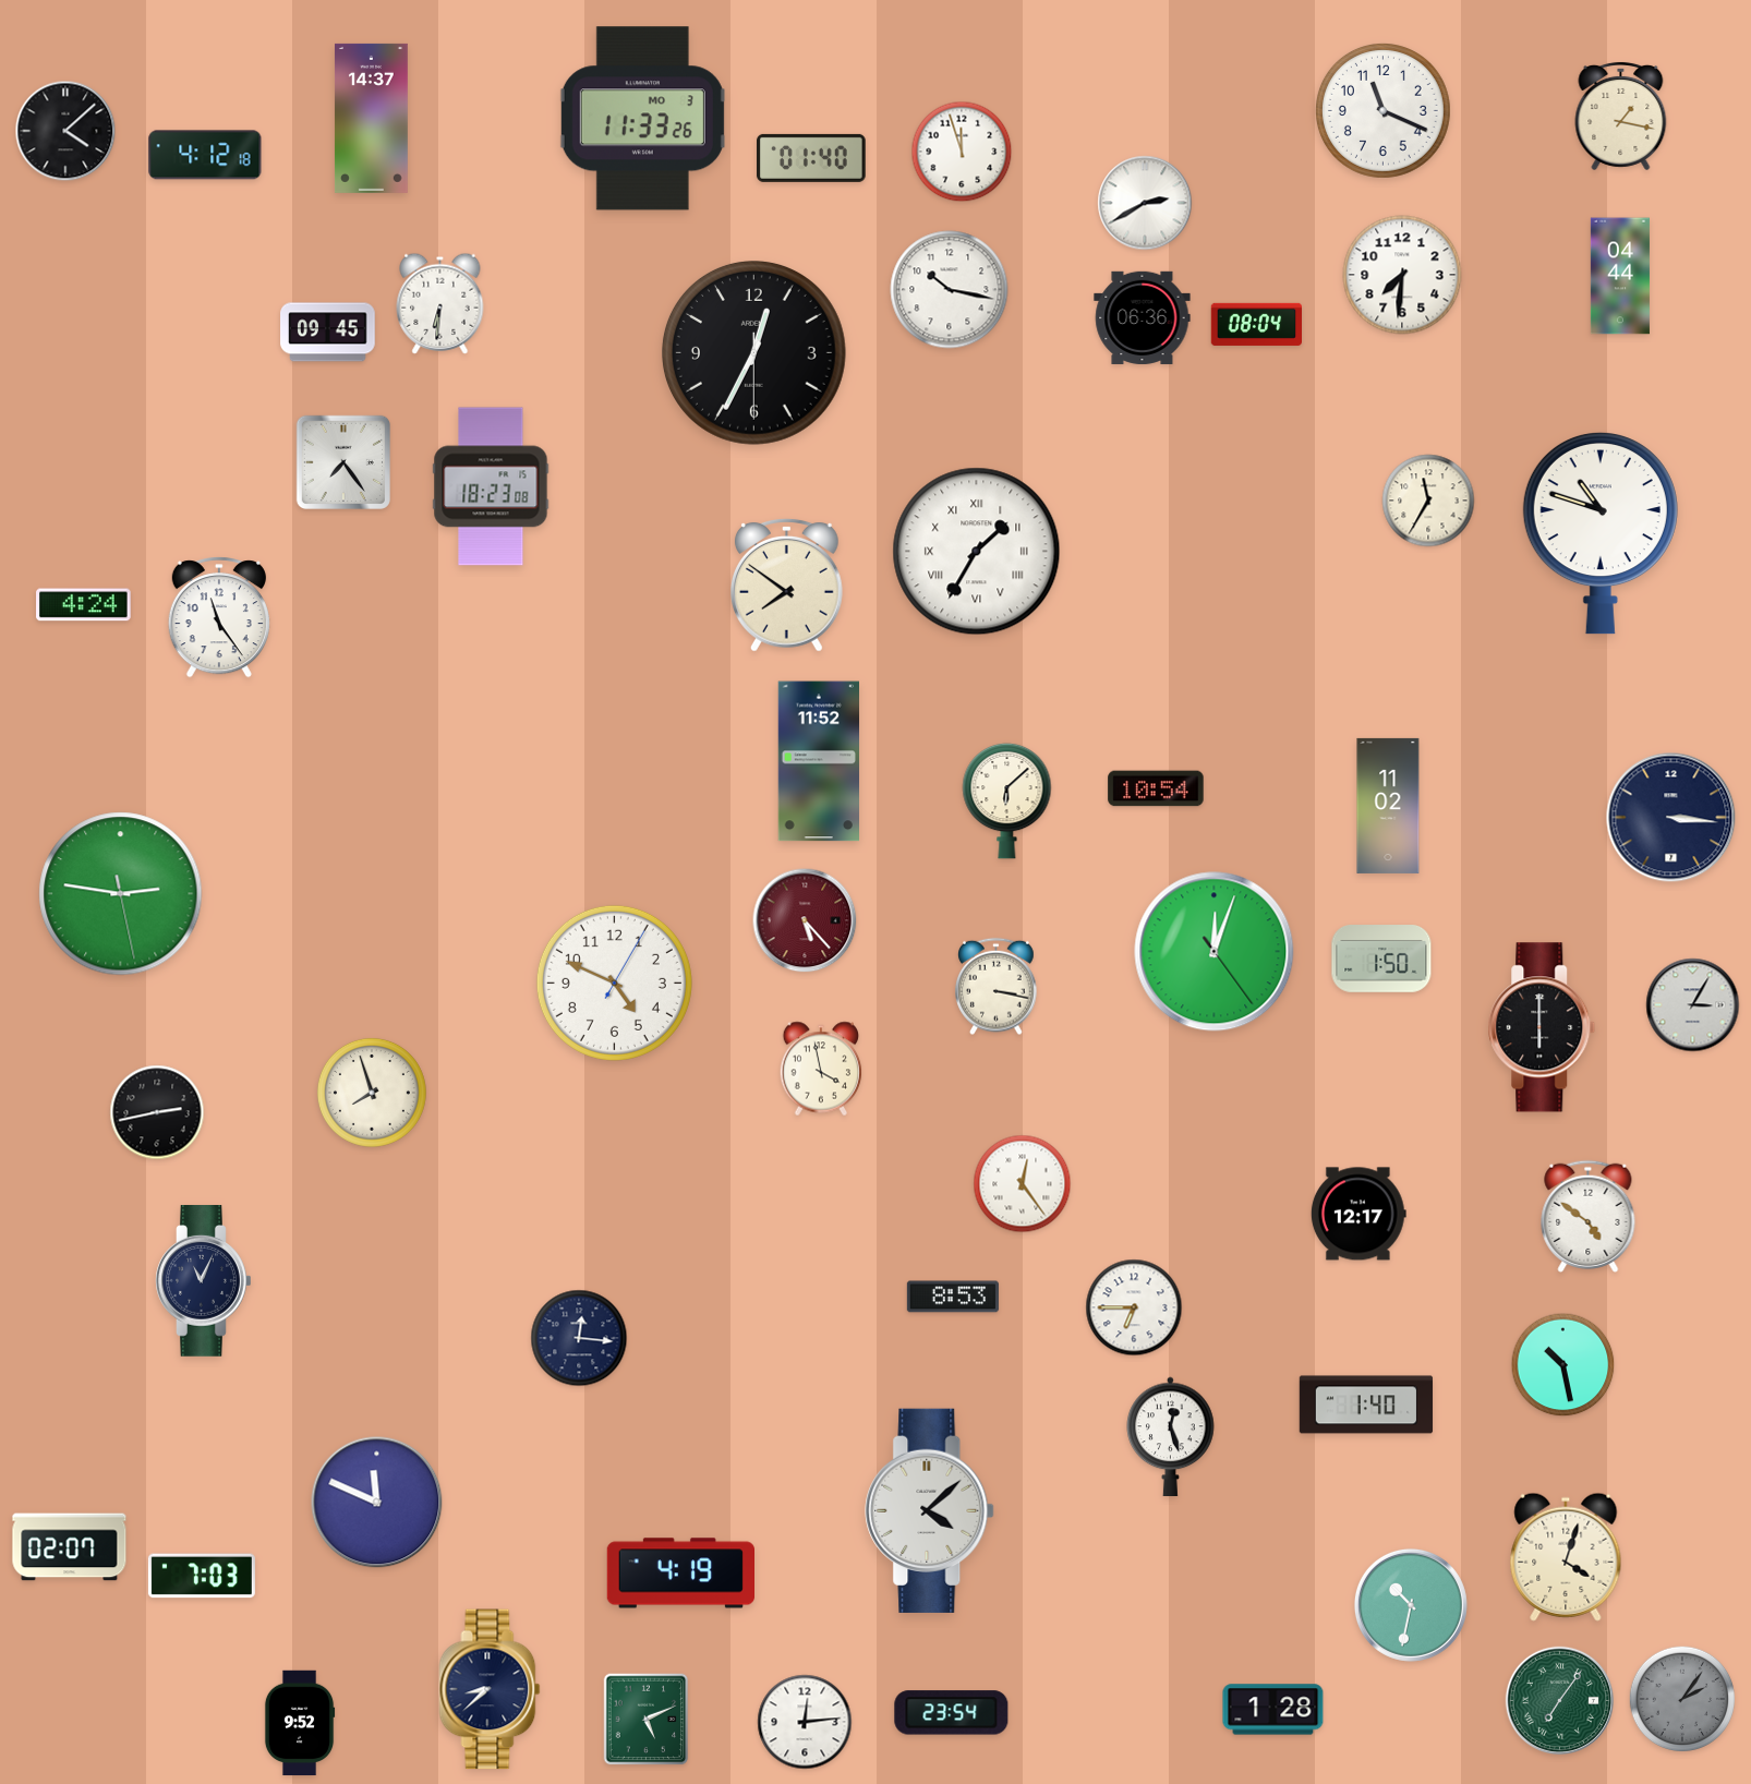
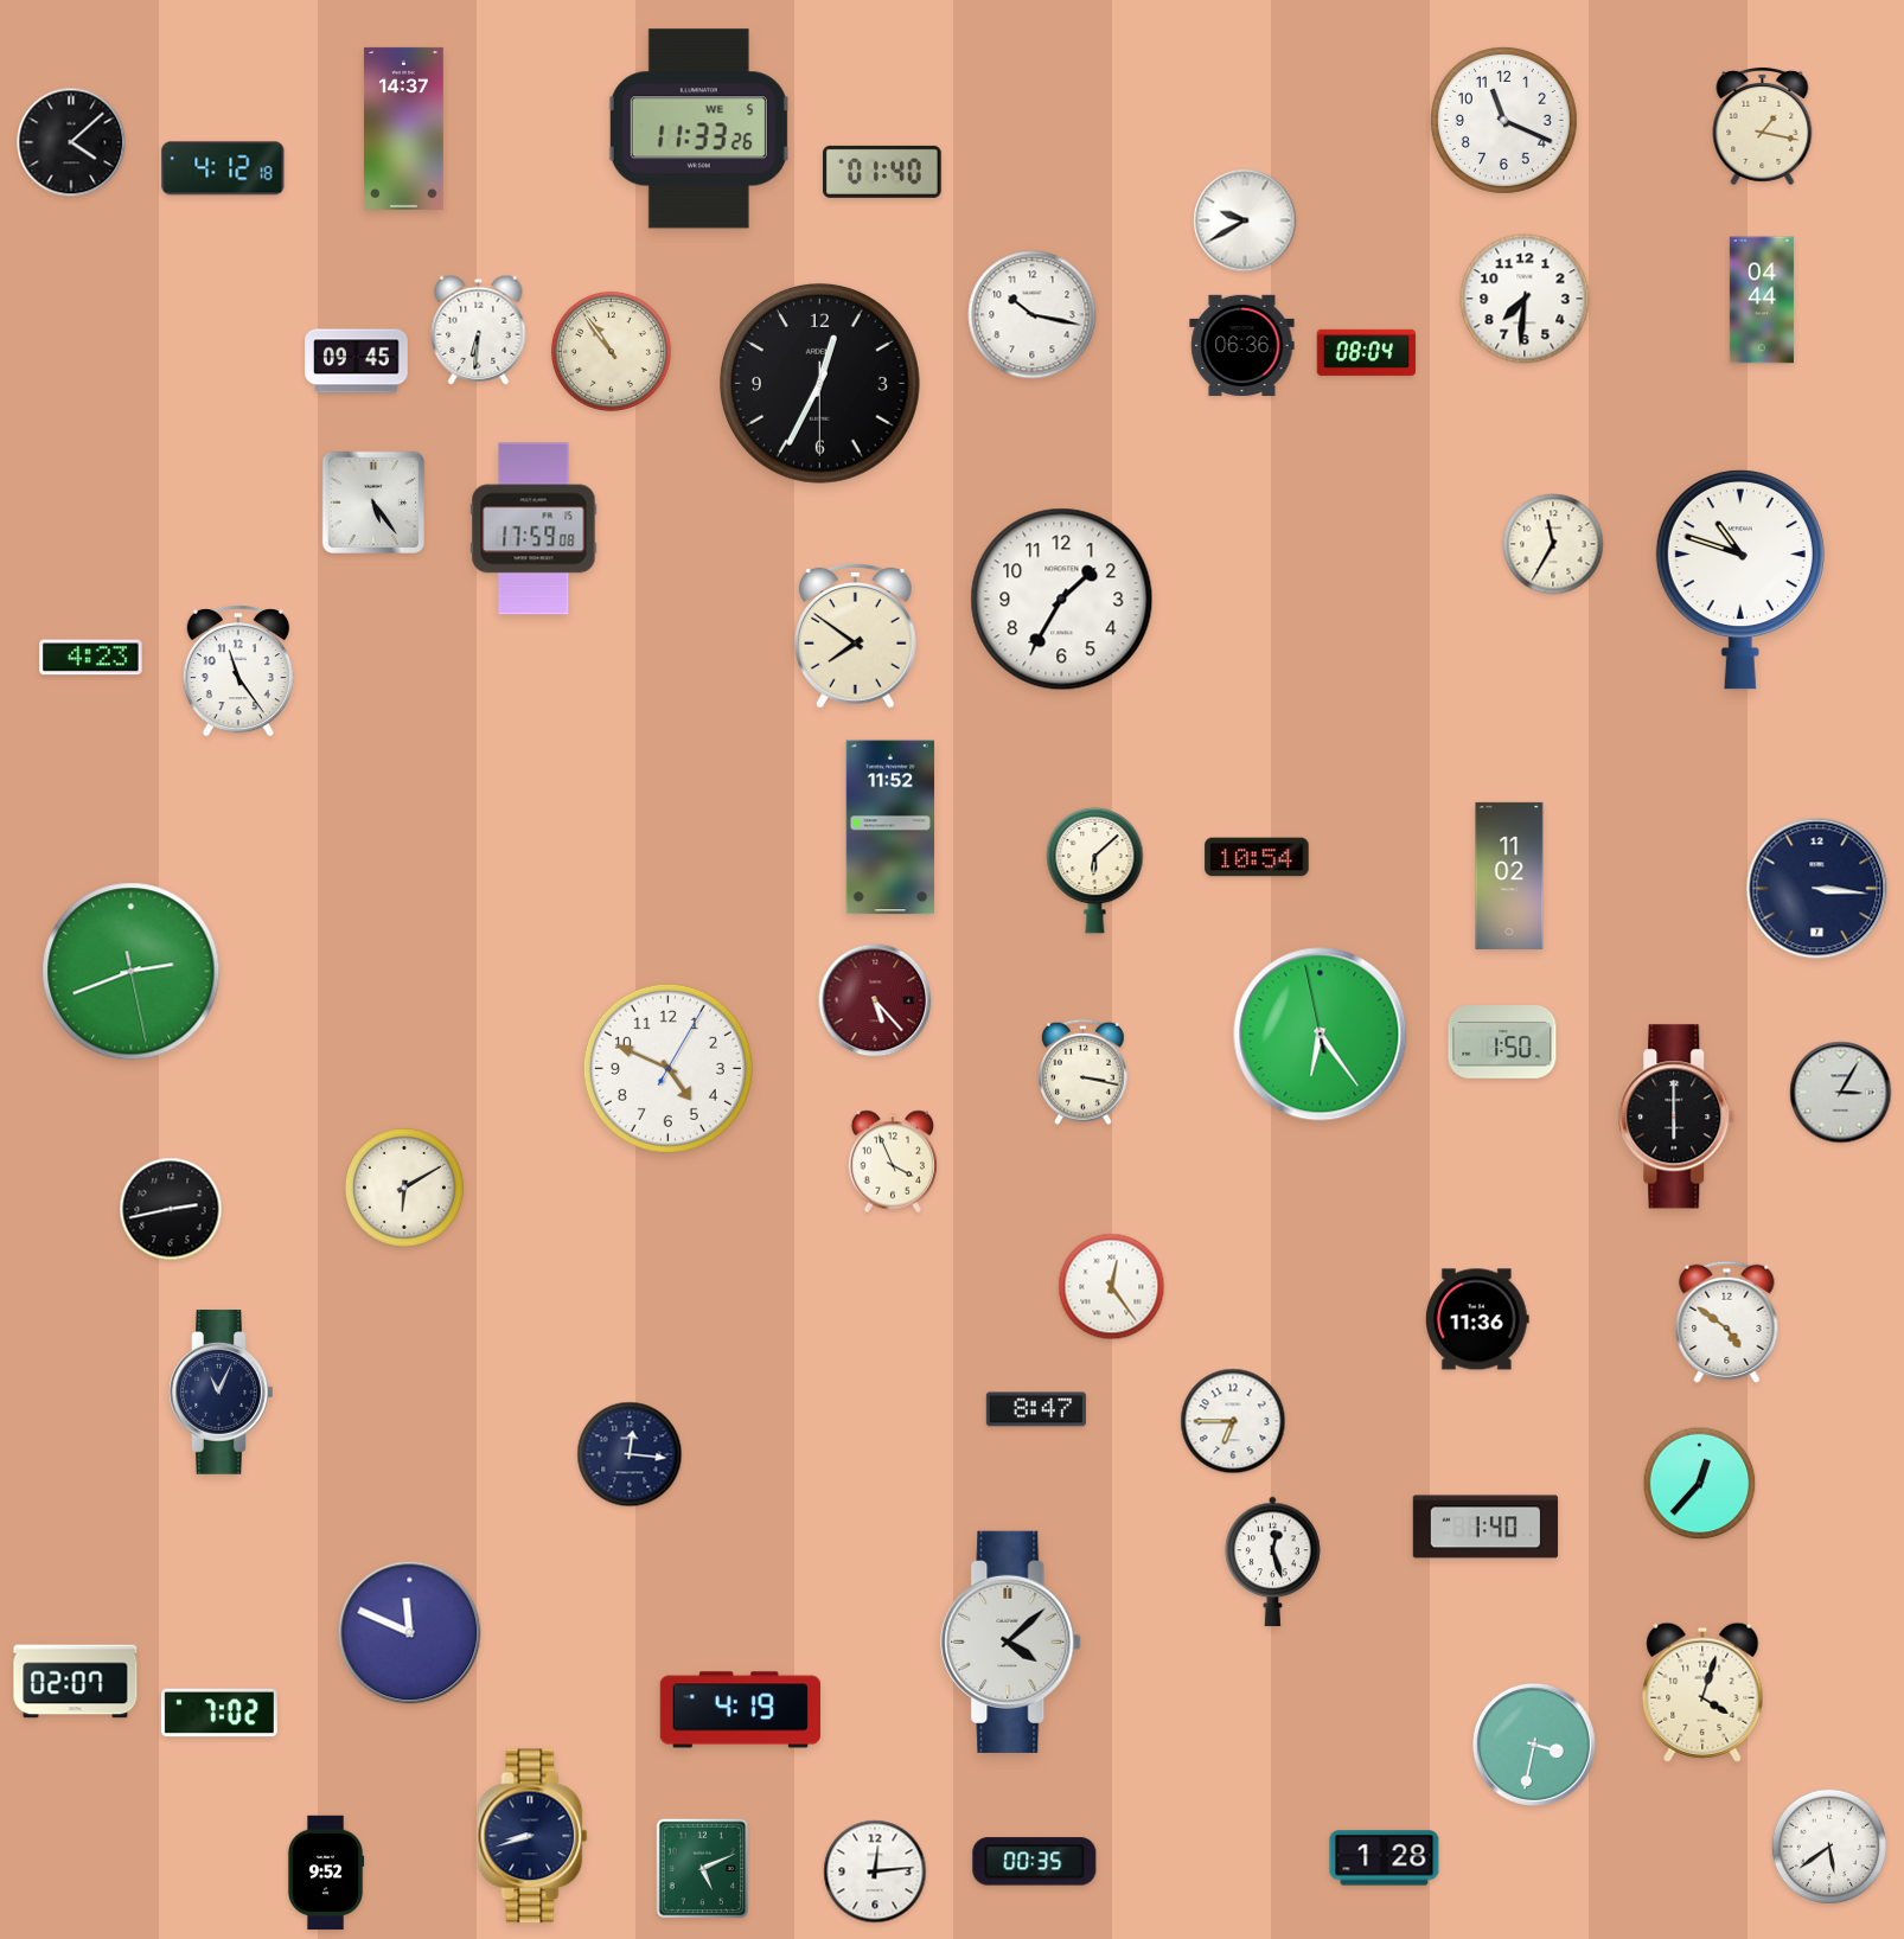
clock at (642, 119) date: MO 3 -> WE 5
clock at (962, 152): 11:57 -> none
clock at (1145, 203): 2:40 -> 9:40
clock at (611, 351): none -> 10:54
clock at (343, 462): 7:24 -> 5:24
clock at (491, 486): 18:23 -> 17:59
clock at (977, 552) numerals: Roman -> Arabic
clock at (84, 605): 4:24 -> 4:23
clock at (121, 894): 2:46 -> 2:41
clock at (1215, 952): 12:03 -> 6:23
clock at (821, 1069): 3:58 -> 3:56
clock at (372, 1093): 7:57 -> 6:10
clock at (1358, 1214): 12:17 -> 11:36
clock at (953, 1297): 8:53 -> 8:47
clock at (1563, 1365): 10:28 -> 12:37
clock at (202, 1576): 7:03 -> 7:02
clock at (1411, 1605): 10:32 -> 3:32
clock at (490, 1689): 8:38 -> 8:42
clock at (1681, 1698): 2:06 -> 5:39
clock at (1681, 1698) dial: grey -> white
clock at (1559, 1700): 7:06 -> none
clock at (952, 1713): 23:54 -> 00:35
